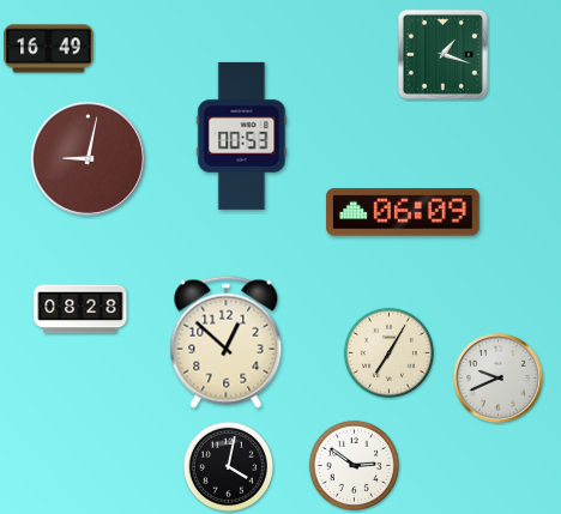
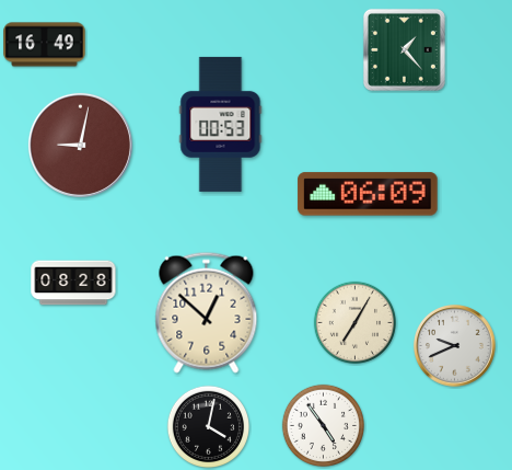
clock at (442, 54): 1:18 -> 1:23
clock at (354, 465): 2:51 -> 4:54
